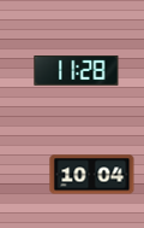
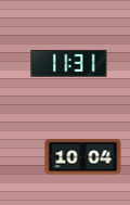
clock at (77, 71): 11:28 -> 11:31
